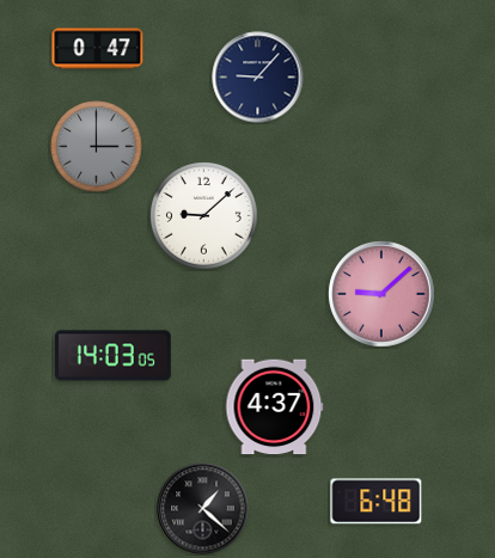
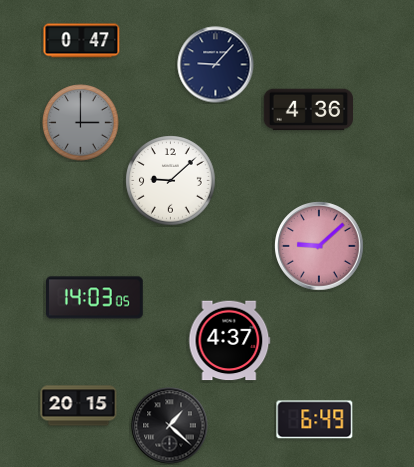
clock at (308, 110): none -> 4:36
clock at (79, 406): none -> 20:15
clock at (377, 502): 6:48 -> 6:49
